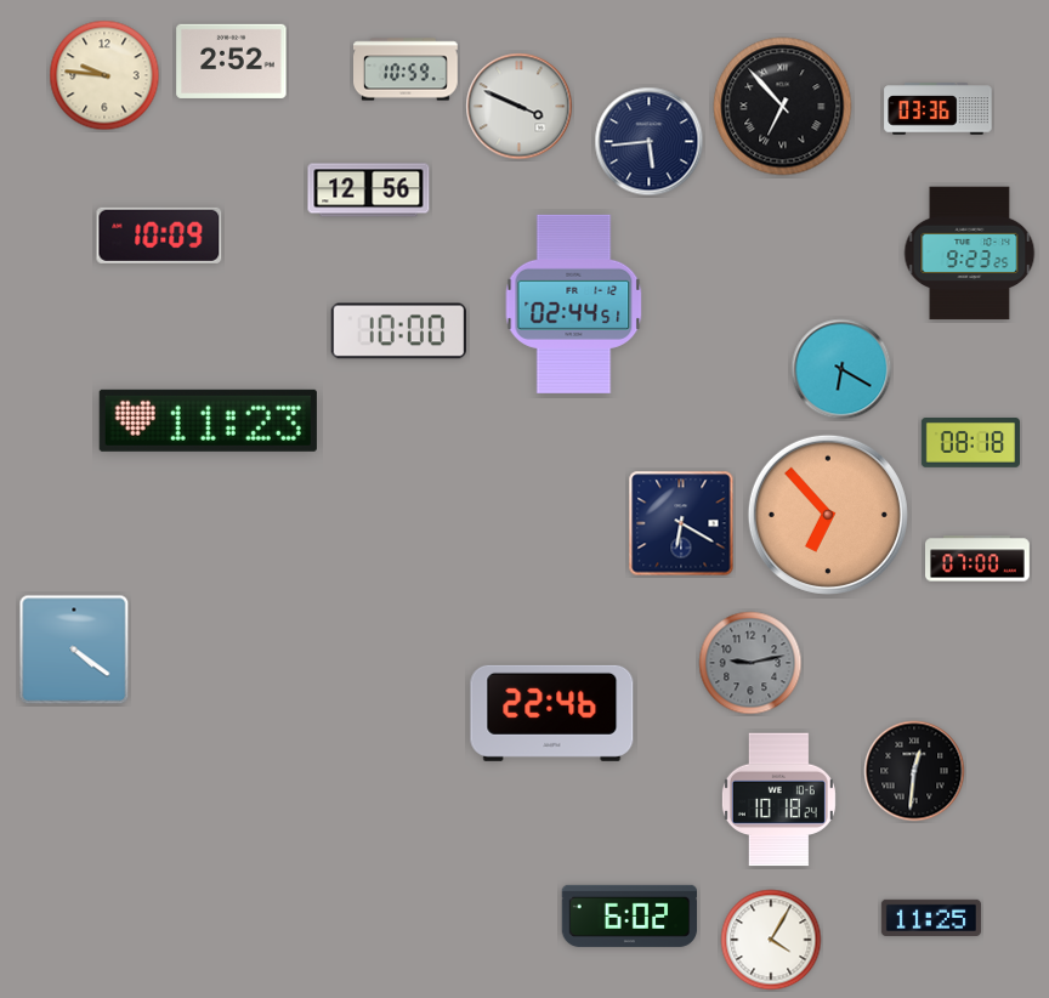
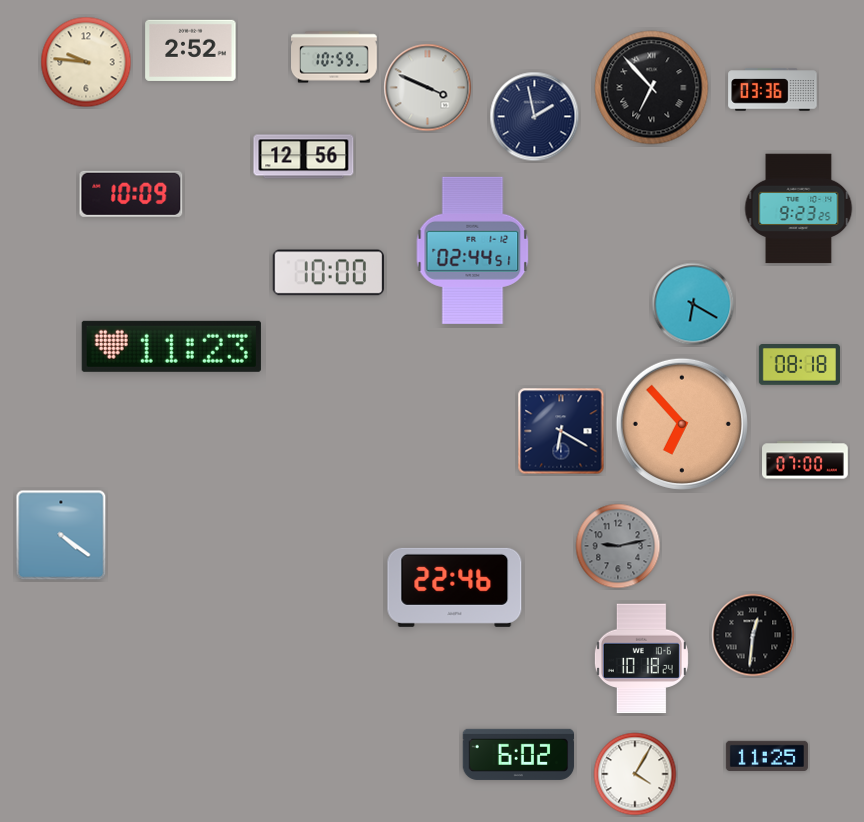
clock at (783, 107) position: (783, 107) -> (652, 88)
clock at (650, 142): 5:44 -> 1:58
